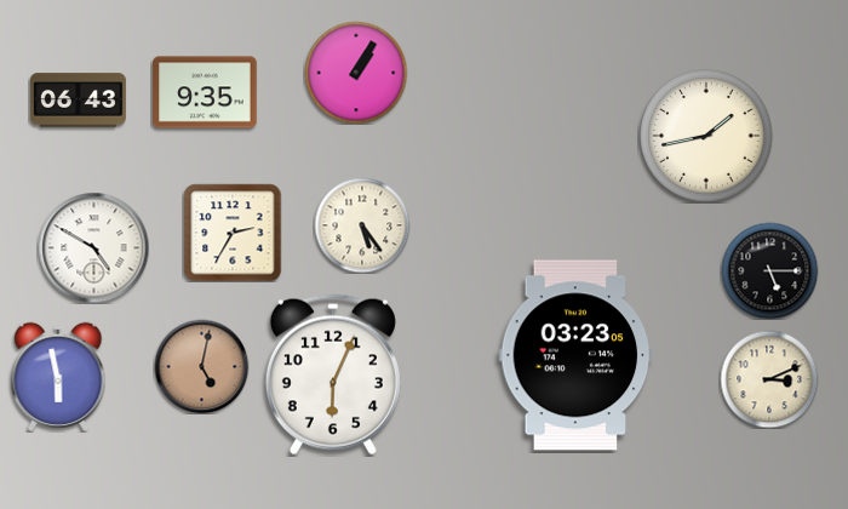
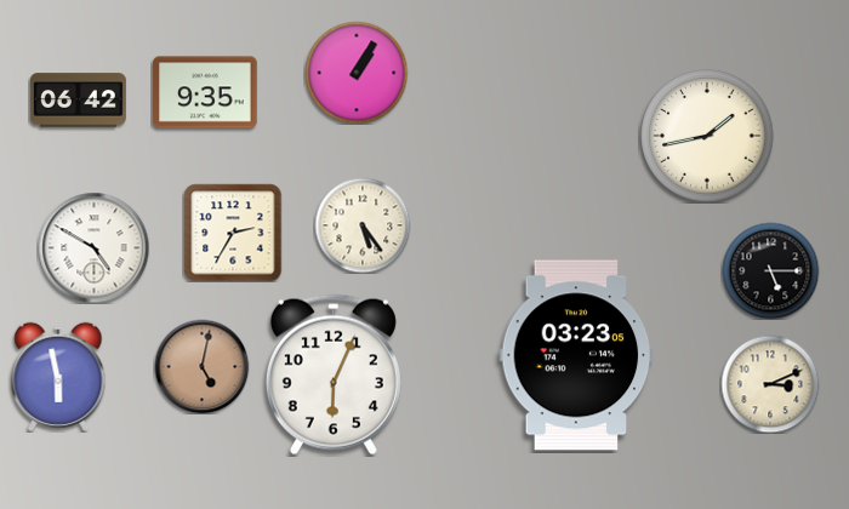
clock at (78, 101): 06:43 -> 06:42
clock at (769, 379) position: (769, 379) -> (770, 384)
